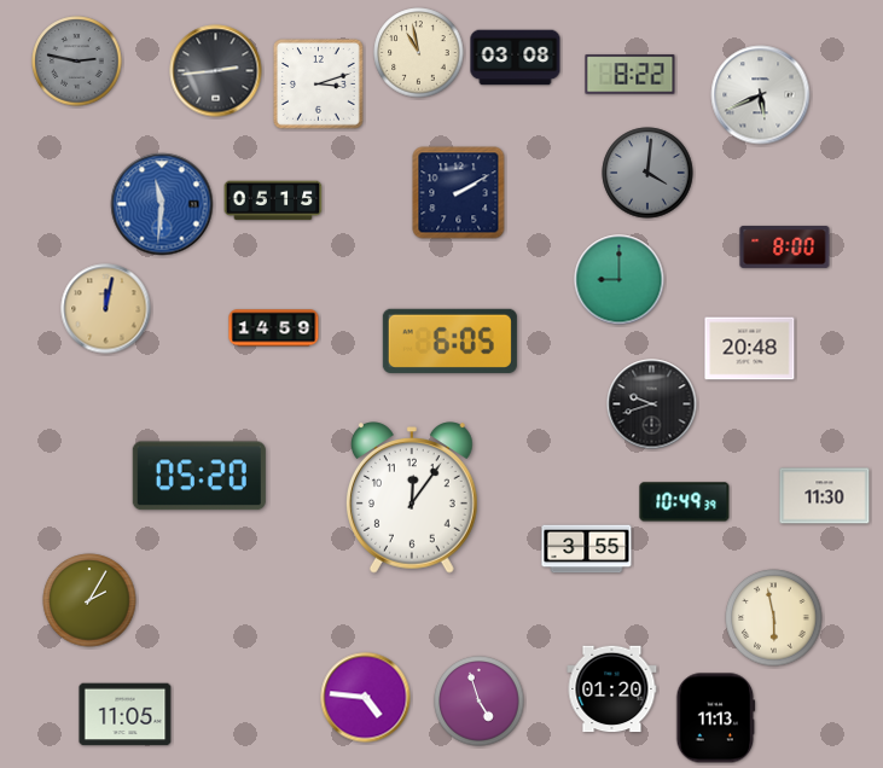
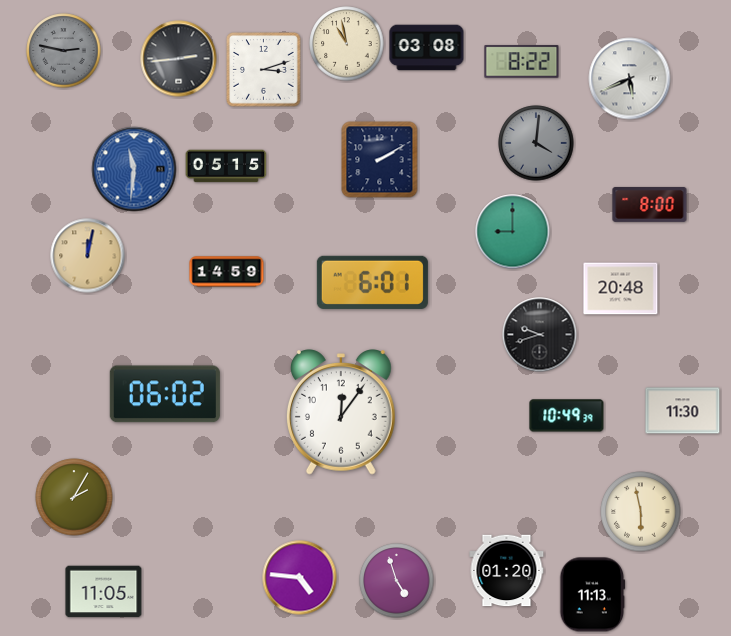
clock at (449, 341): 6:05 -> 6:01
clock at (199, 476): 05:20 -> 06:02
clock at (587, 549): 3:55 -> none
clock at (366, 698) position: (366, 698) -> (300, 578)
